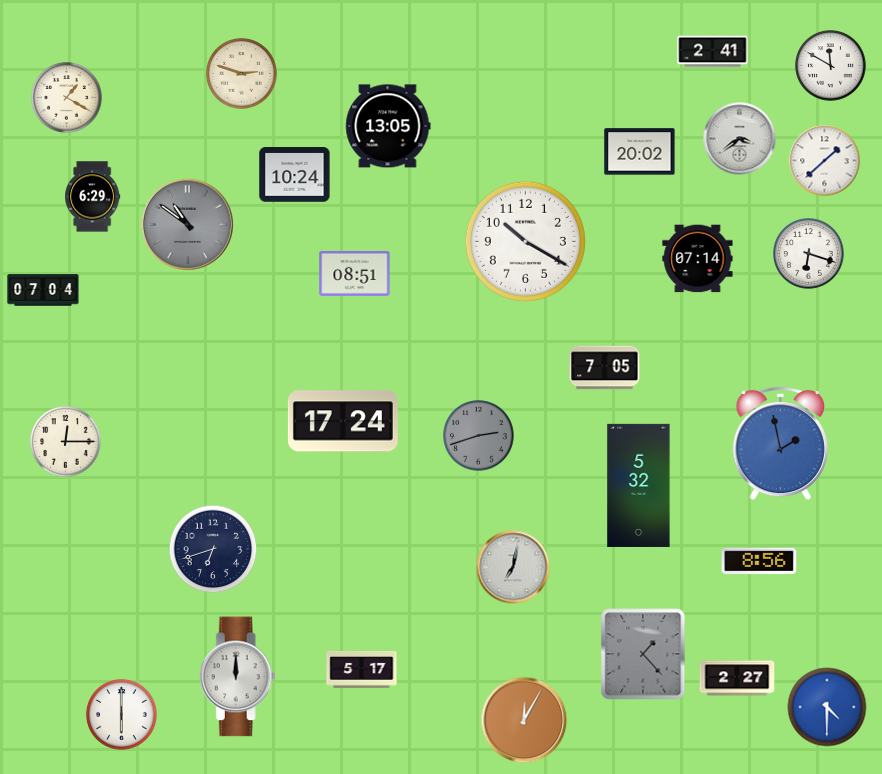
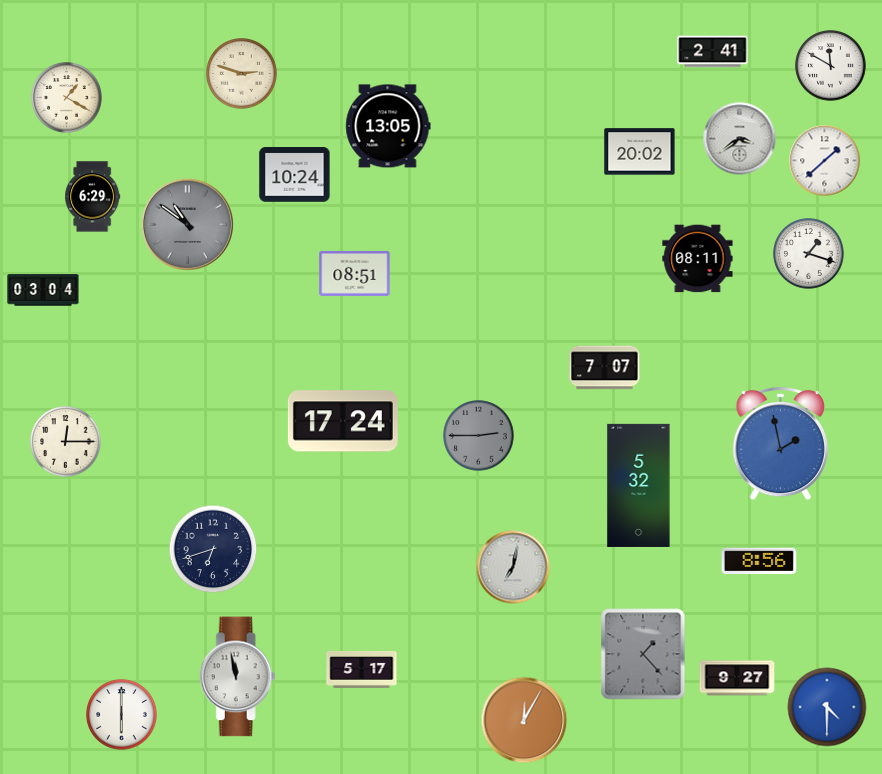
clock at (525, 241): 10:20 -> none
clock at (809, 254): 6:18 -> 1:18
clock at (698, 259): 07:14 -> 08:11
clock at (43, 290): 07:04 -> 03:04
clock at (605, 368): 7:05 -> 7:07
clock at (479, 436): 2:42 -> 2:45
clock at (237, 677): 12:00 -> 11:58
clock at (737, 678): 2:27 -> 9:27
